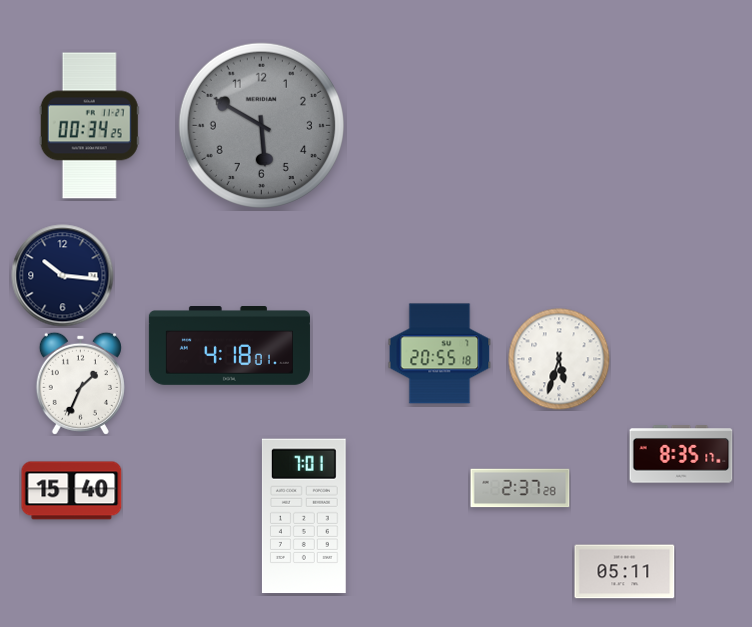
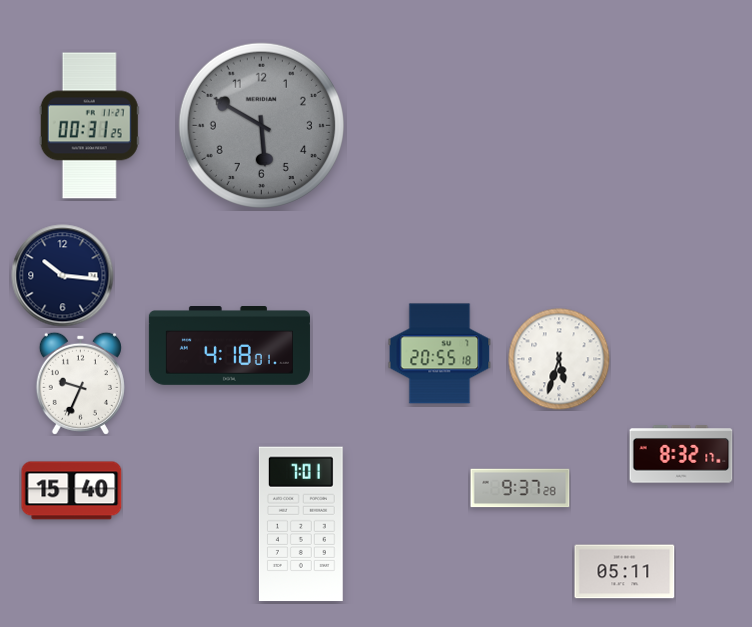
clock at (89, 126): 00:34 -> 00:31
clock at (80, 383): 1:34 -> 9:34
clock at (681, 454): 8:35 -> 8:32
clock at (520, 488): 2:37 -> 9:37
clock at (304, 516) position: (304, 516) -> (301, 524)
